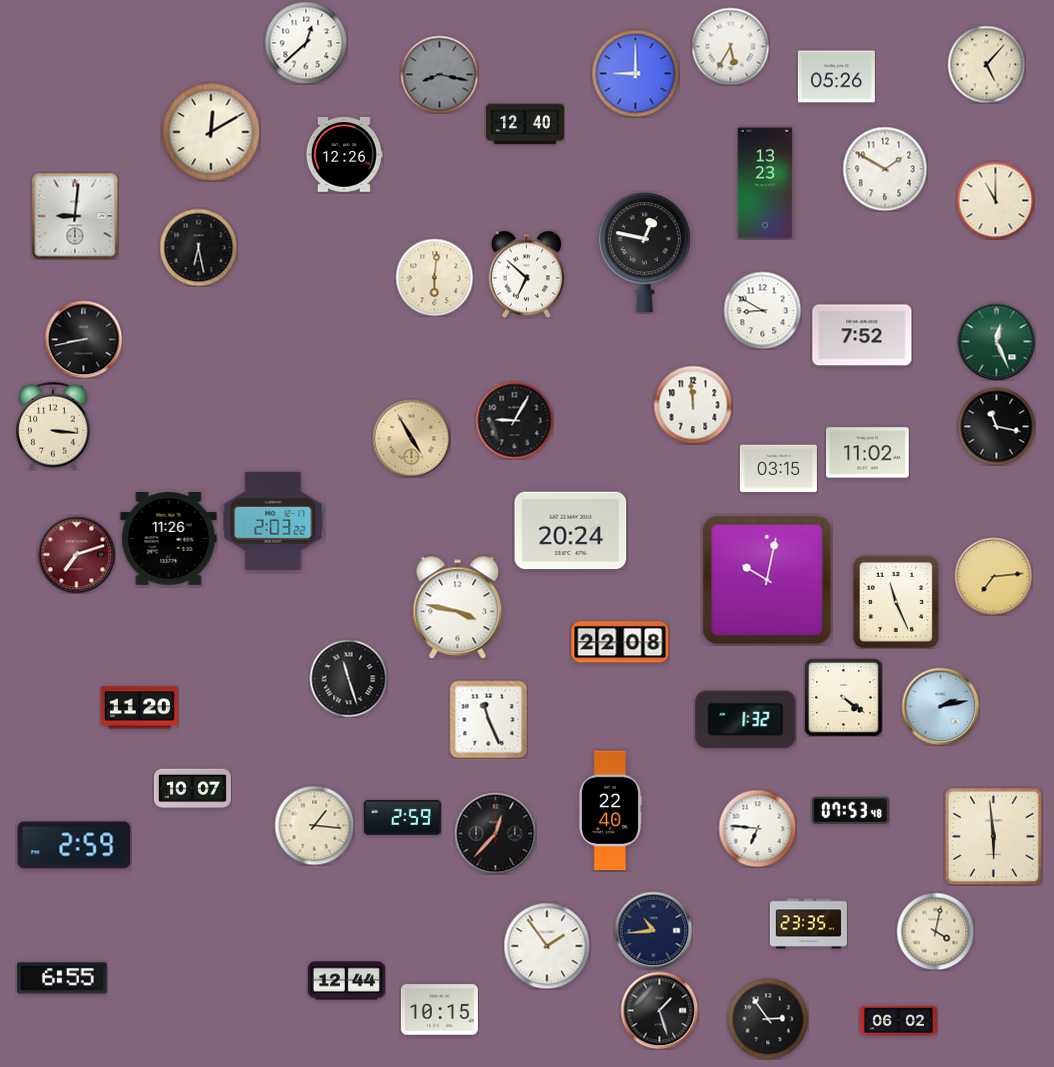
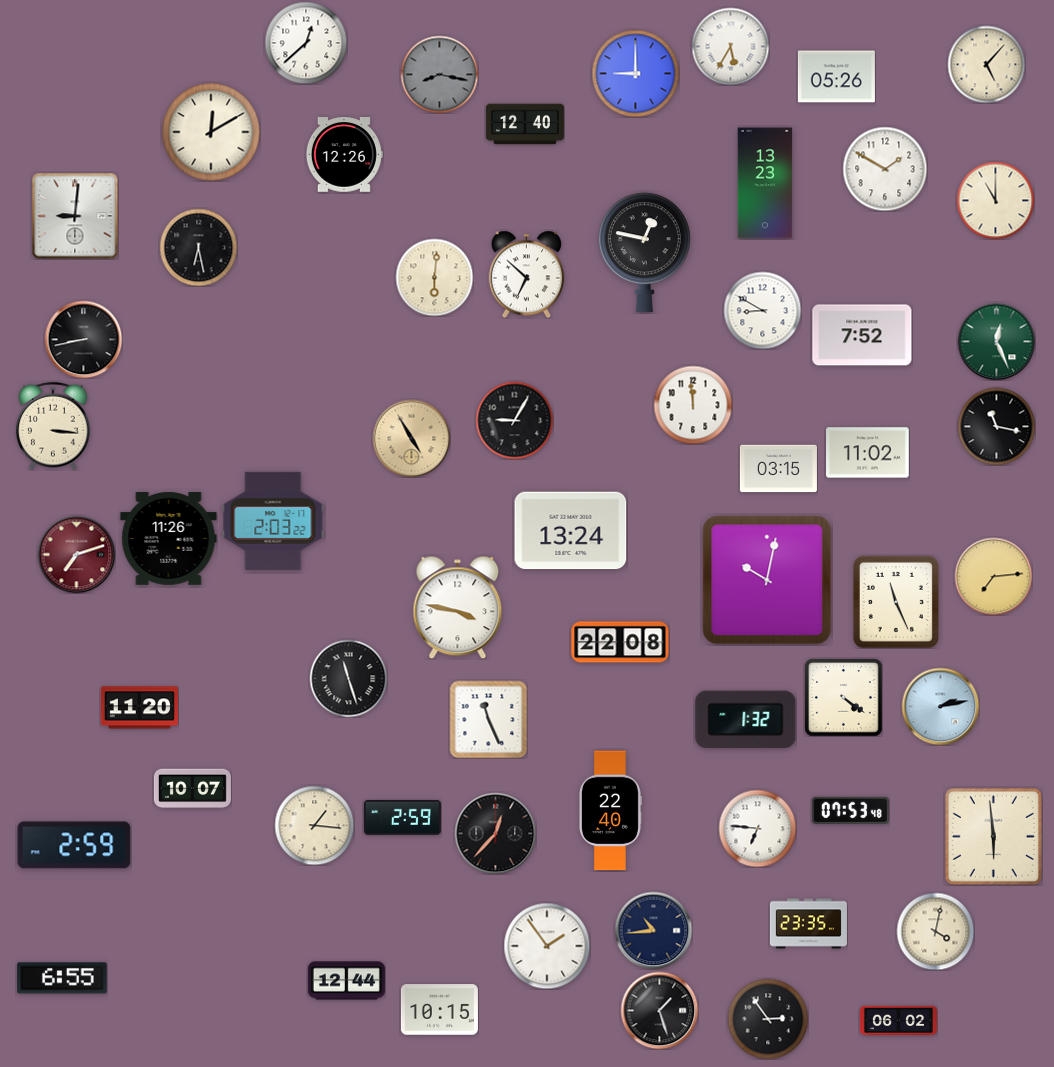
clock at (571, 531): 20:24 -> 13:24
